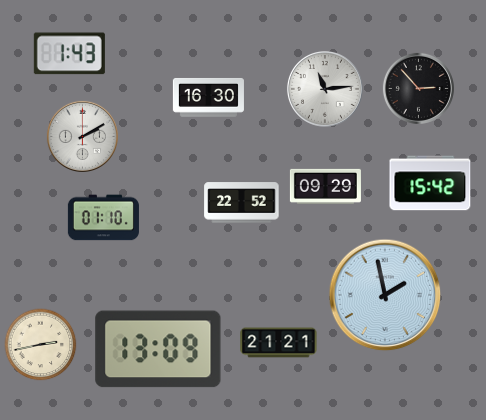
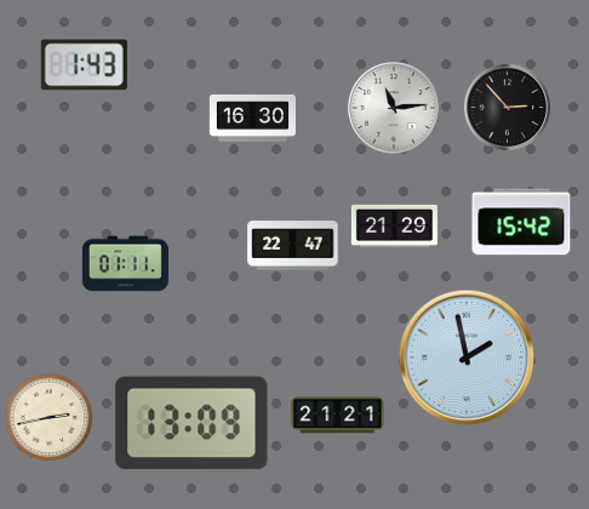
clock at (82, 136): 2:10 -> none
clock at (325, 186): 09:29 -> 21:29
clock at (242, 203): 22:52 -> 22:47
clock at (103, 218): 01:10 -> 01:11
